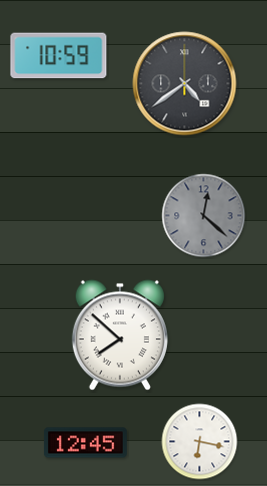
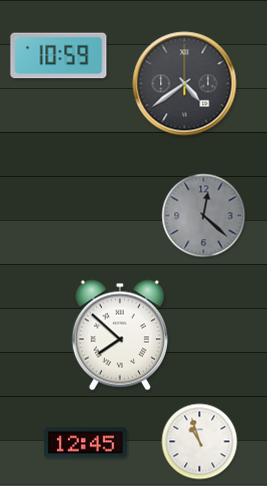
clock at (200, 442): 6:17 -> 10:57
